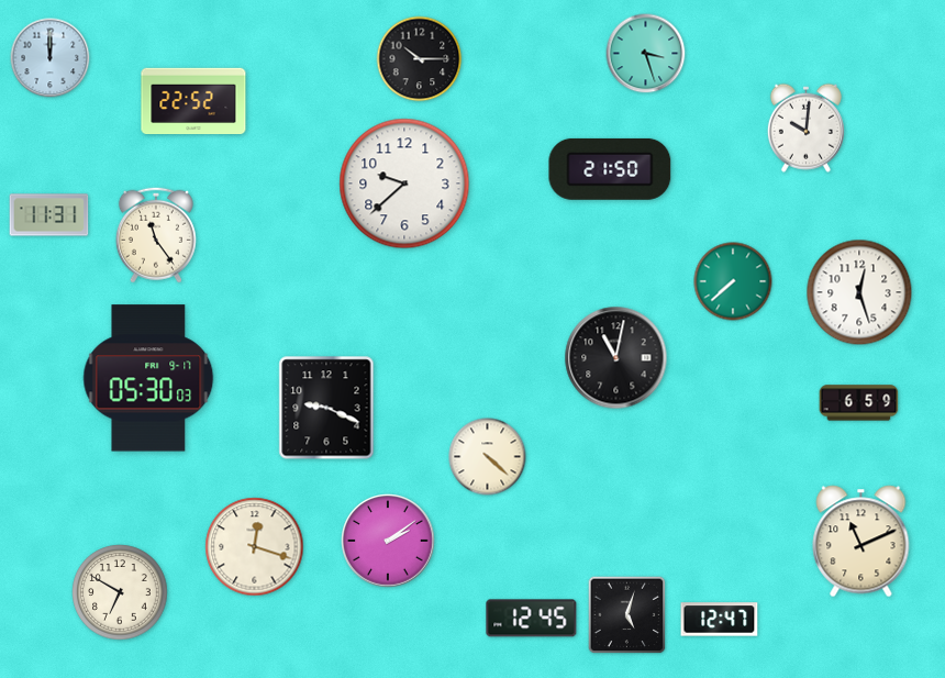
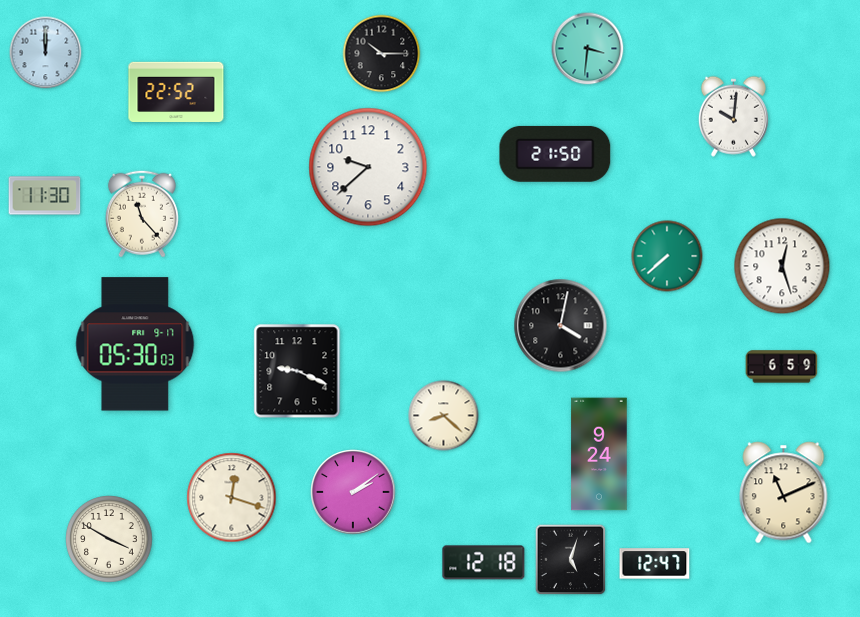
clock at (646, 54): 3:27 -> 3:31
clock at (49, 215): 11:31 -> 11:30
clock at (156, 235): 11:24 -> 11:23
clock at (616, 358): 11:02 -> 4:02
clock at (488, 457): 4:22 -> 8:22
clock at (599, 454): none -> 9:24
clock at (120, 592): 6:50 -> 3:50
clock at (532, 619): 12:45 -> 12:18
